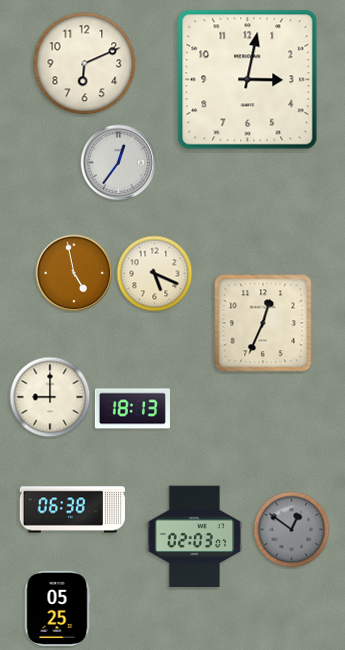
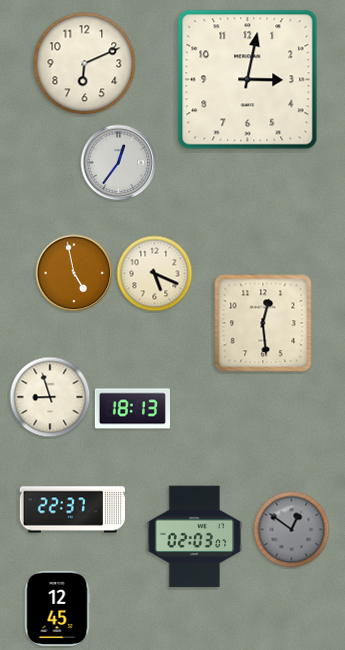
clock at (263, 323): 12:34 -> 12:29
clock at (50, 397): 9:00 -> 8:57
clock at (72, 510): 06:38 -> 22:37
clock at (57, 608): 05:25 -> 12:45
